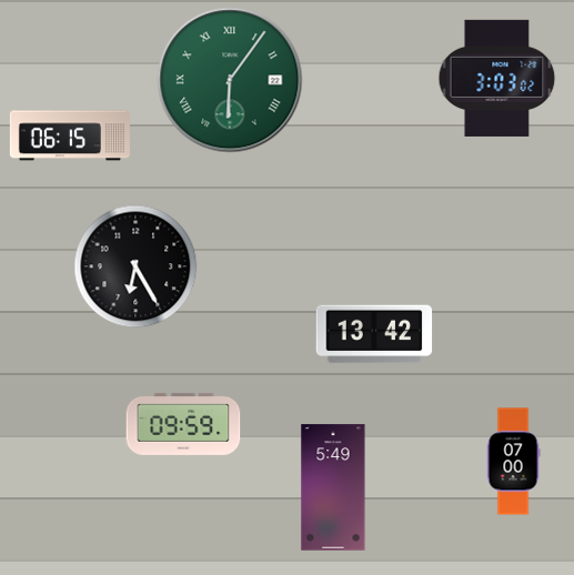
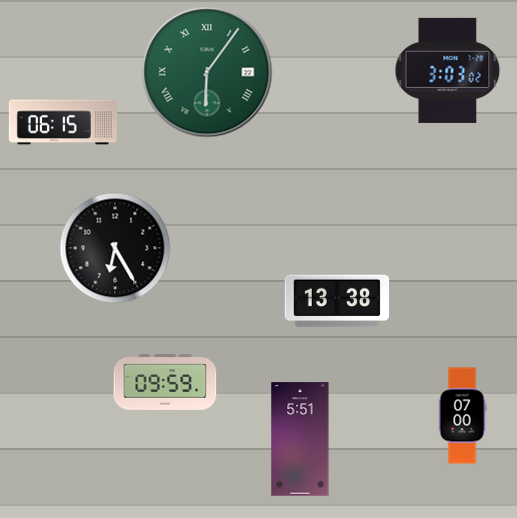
clock at (135, 266) position: (135, 266) -> (115, 248)
clock at (374, 334): 13:42 -> 13:38
clock at (333, 487): 5:49 -> 5:51
